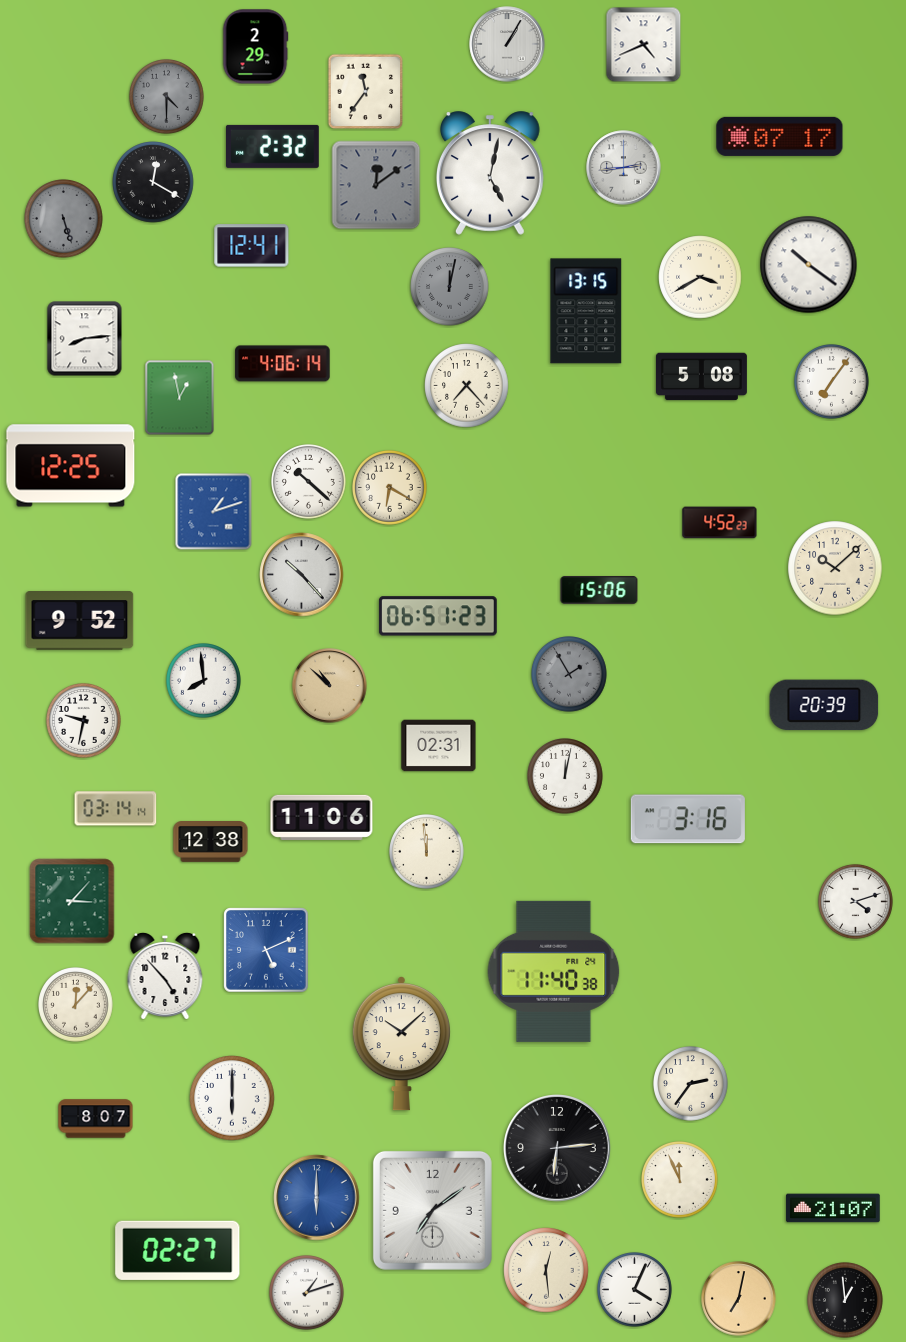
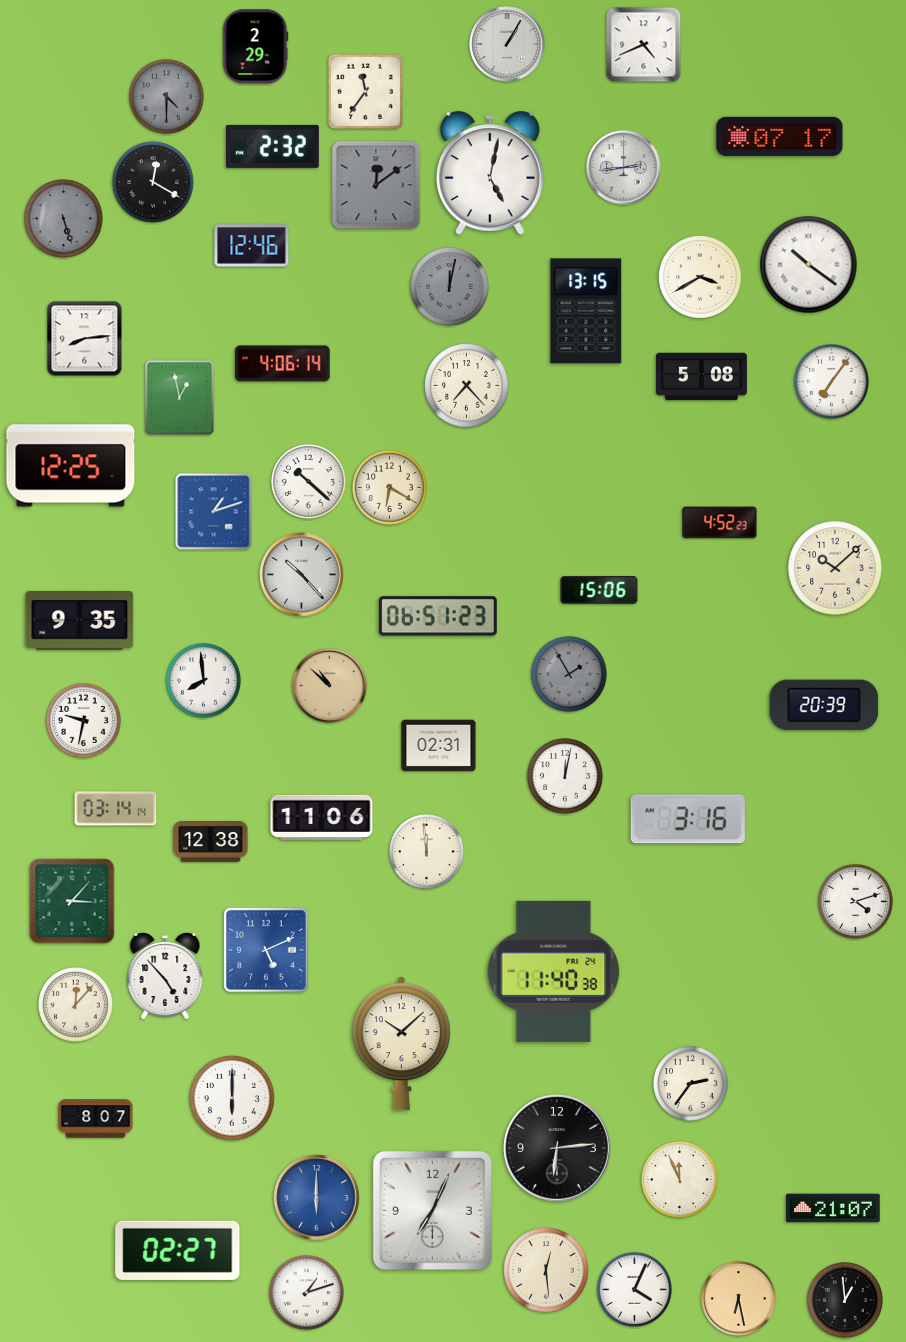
clock at (252, 246): 12:41 -> 12:46
clock at (80, 621): 9:52 -> 9:35
clock at (432, 1210): 7:09 -> 7:04
clock at (739, 1299): 7:02 -> 6:28
